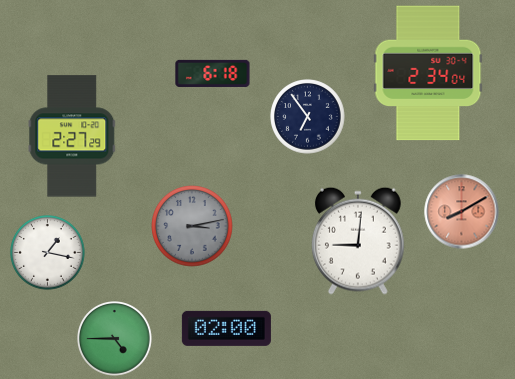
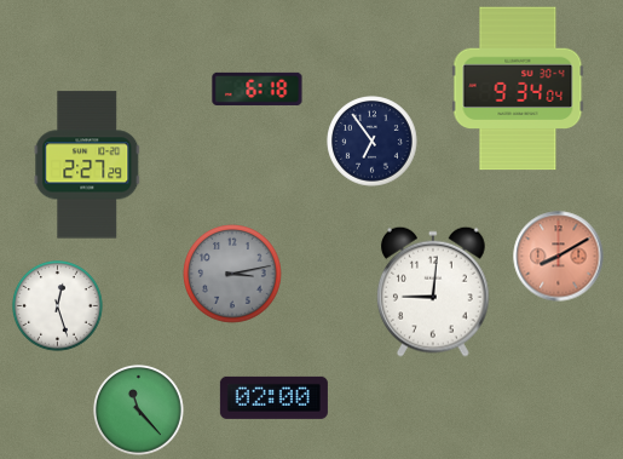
clock at (428, 73): 2:34 -> 9:34
clock at (48, 253): 1:17 -> 12:27
clock at (115, 339): 4:45 -> 11:23
